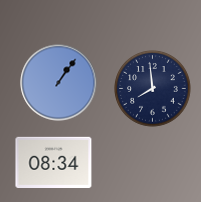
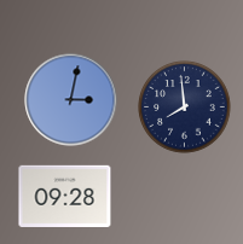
clock at (59, 83): 1:06 -> 3:02
clock at (54, 162): 08:34 -> 09:28
